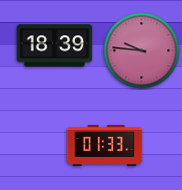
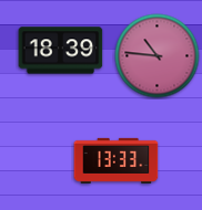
clock at (142, 51): 9:46 -> 10:46
clock at (105, 145): 01:33 -> 13:33
